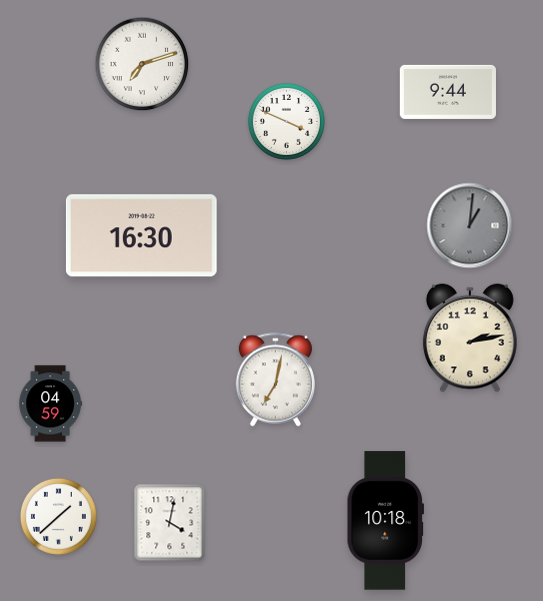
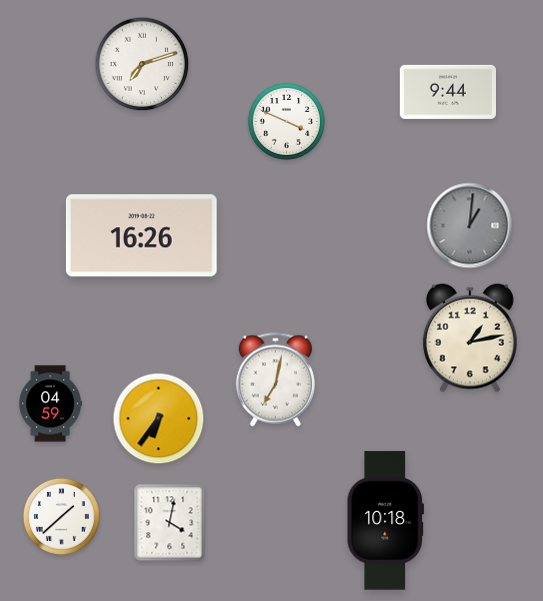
clock at (141, 236): 16:30 -> 16:26
clock at (470, 338): 2:13 -> 1:13
clock at (159, 419): none -> 6:36
clock at (58, 516) position: (58, 516) -> (61, 516)
